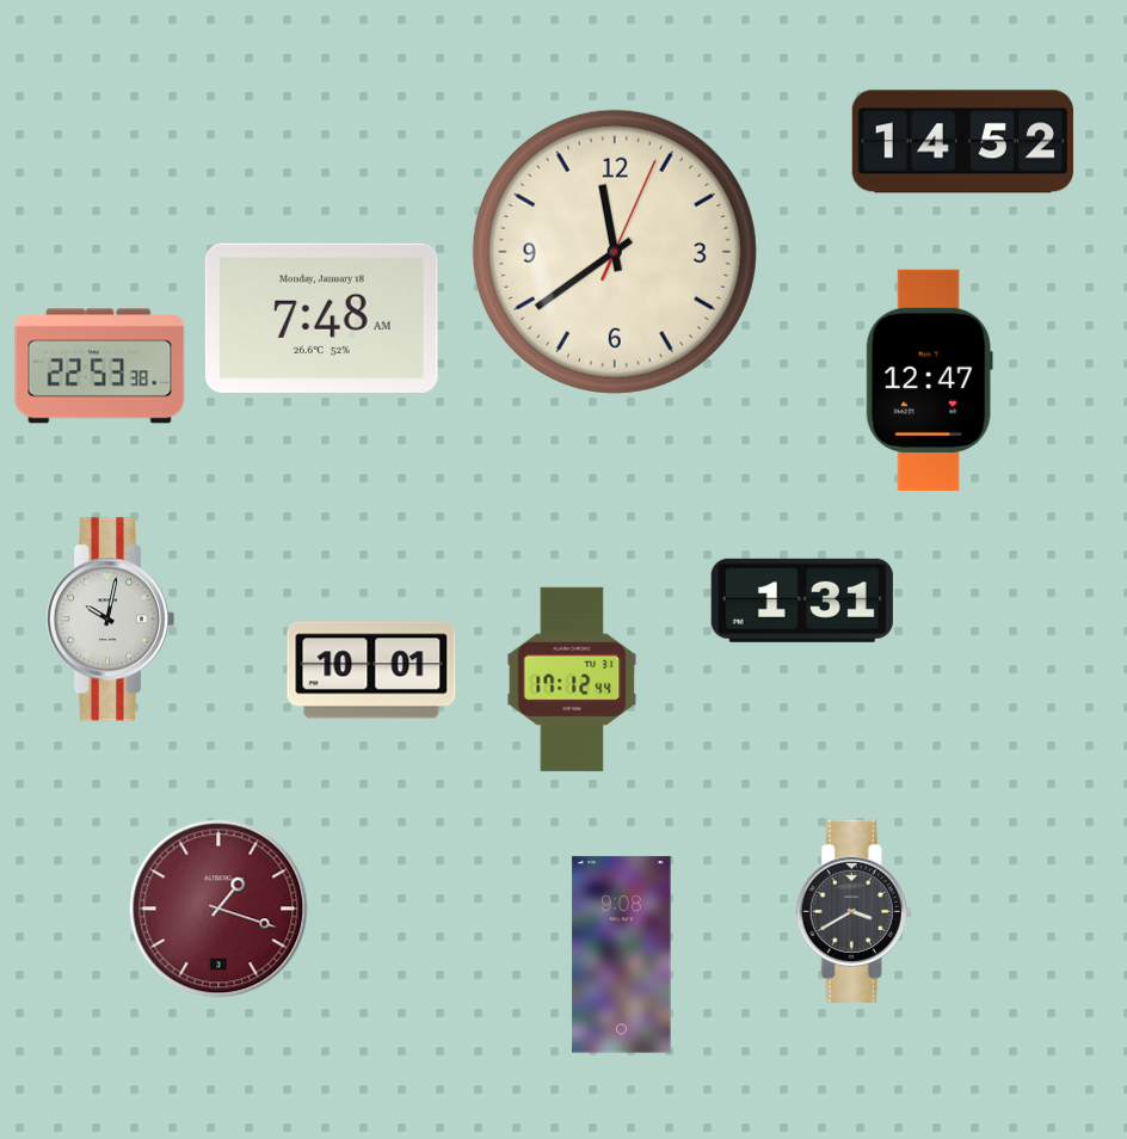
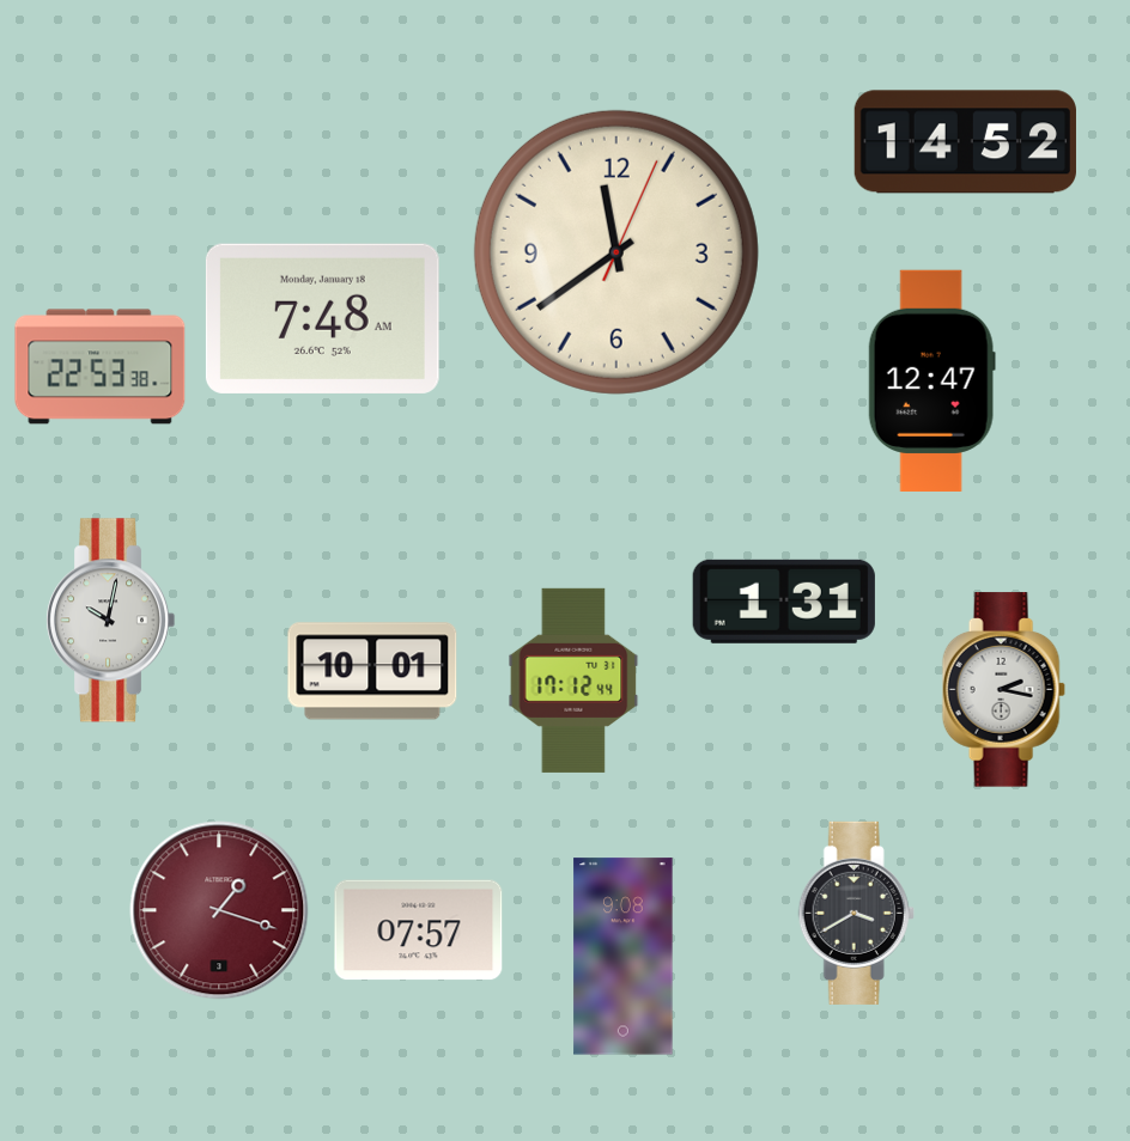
clock at (802, 601) position: (802, 601) -> (784, 602)
clock at (1003, 690): none -> 2:17
clock at (419, 931): none -> 07:57
